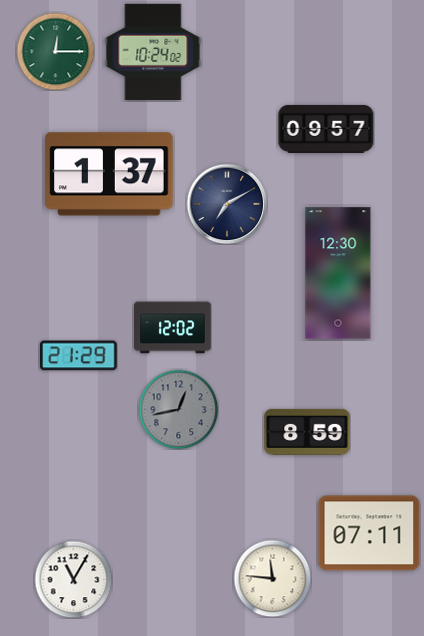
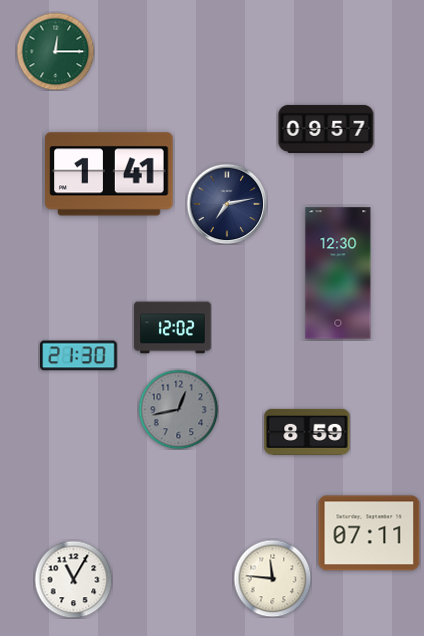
clock at (153, 51): 10:24 -> none
clock at (109, 174): 1:37 -> 1:41
clock at (227, 204): 7:10 -> 7:13
clock at (79, 356): 21:29 -> 21:30
